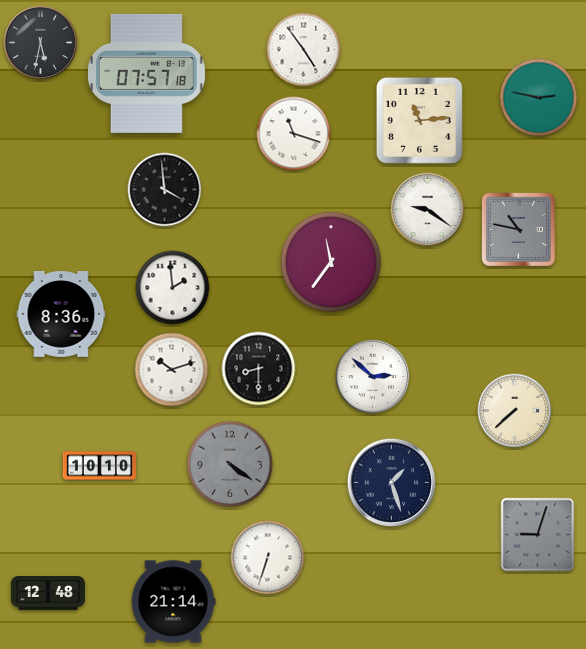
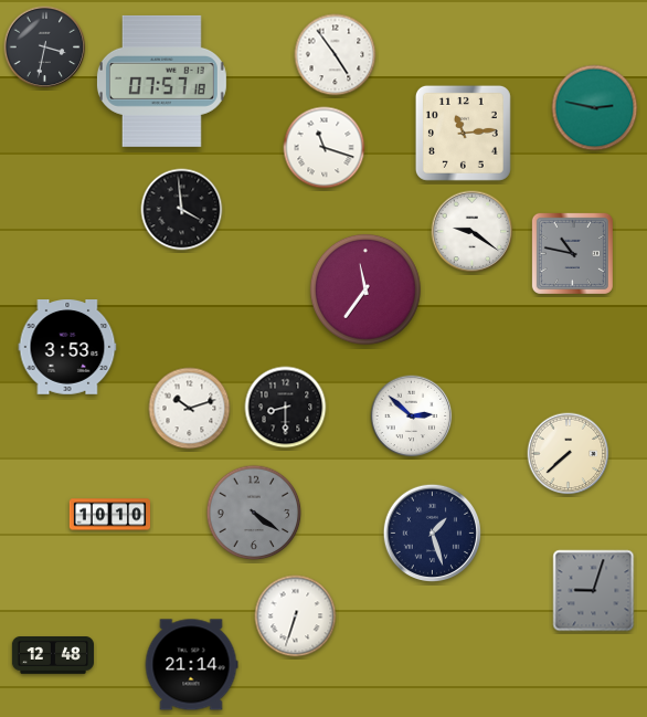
clock at (41, 43): 5:32 -> 3:32
clock at (173, 288): 1:59 -> none
clock at (61, 315): 8:36 -> 3:53
